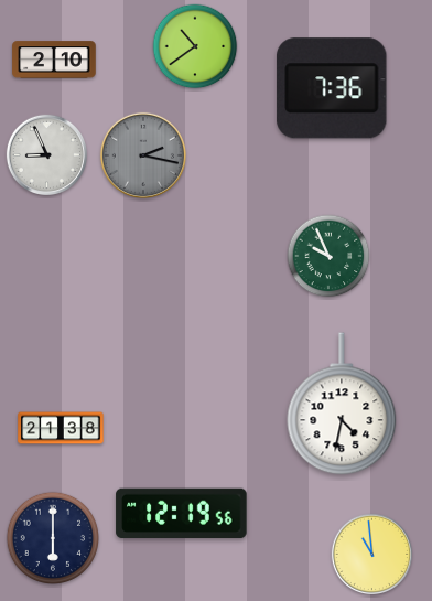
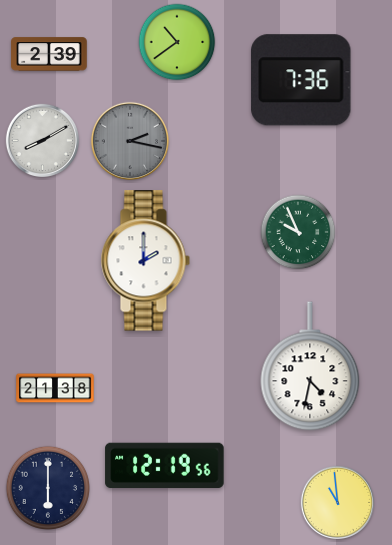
clock at (54, 60): 2:10 -> 2:39
clock at (46, 154): 8:56 -> 8:10
clock at (145, 261): none -> 2:00
